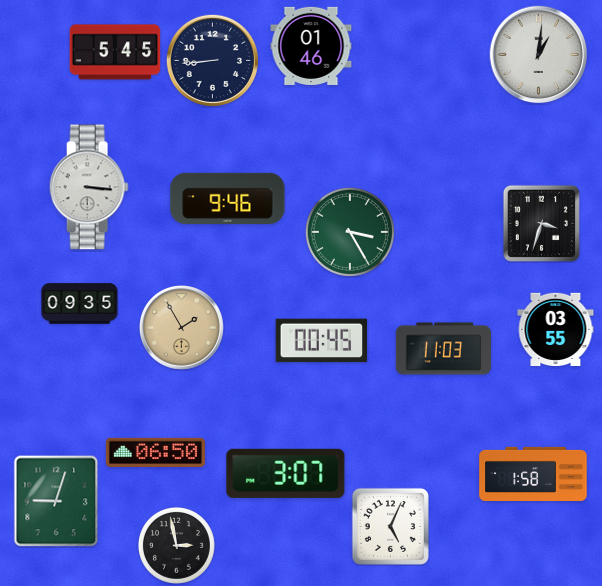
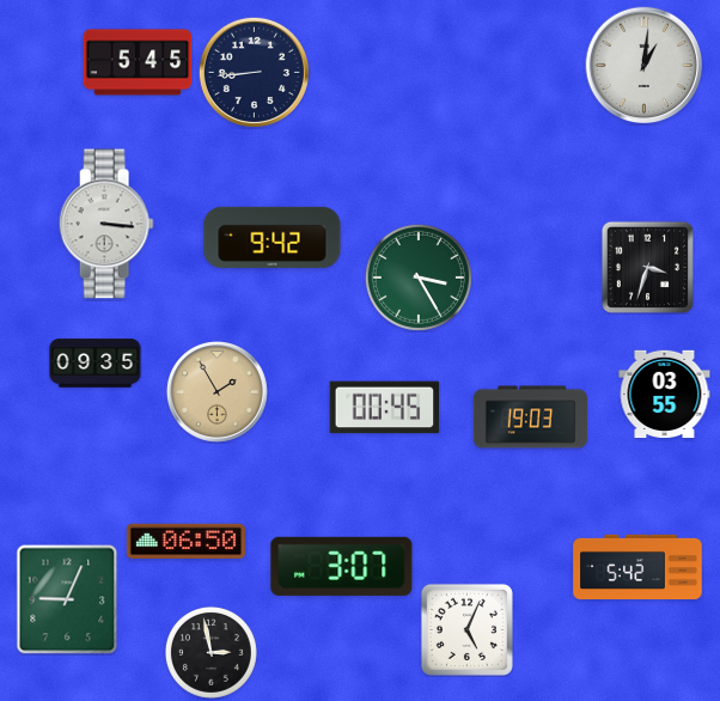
clock at (311, 46): 01:46 -> none
clock at (228, 198): 9:46 -> 9:42
clock at (444, 349): 11:03 -> 19:03
clock at (533, 473): 1:58 -> 5:42
clock at (56, 501): 9:03 -> 9:04
